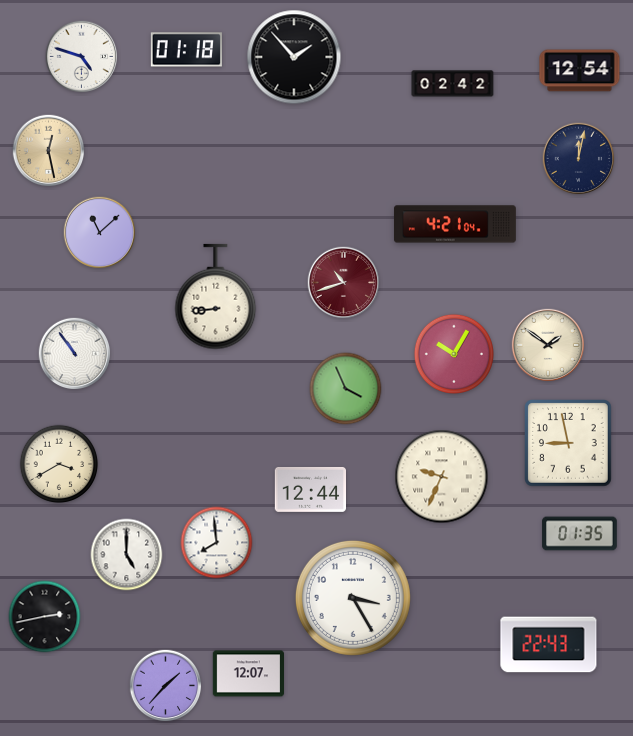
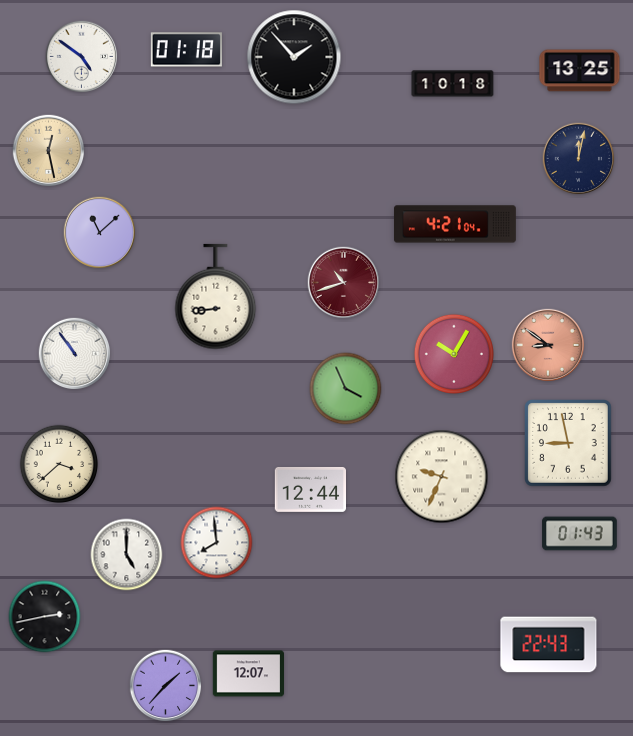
clock at (82, 57): 4:48 -> 4:51
clock at (580, 71): 12:54 -> 13:25
clock at (453, 84): 02:42 -> 10:18
clock at (547, 344): 1:51 -> 8:51
clock at (547, 344) dial: cream -> salmon
clock at (59, 464): 3:40 -> 3:38
clock at (580, 534): 01:35 -> 01:43
clock at (353, 598): 3:25 -> none
